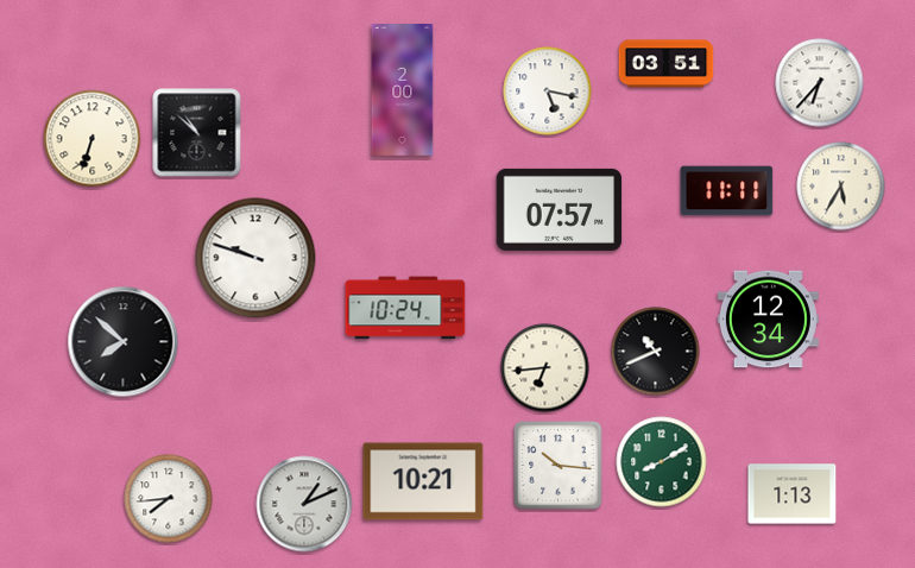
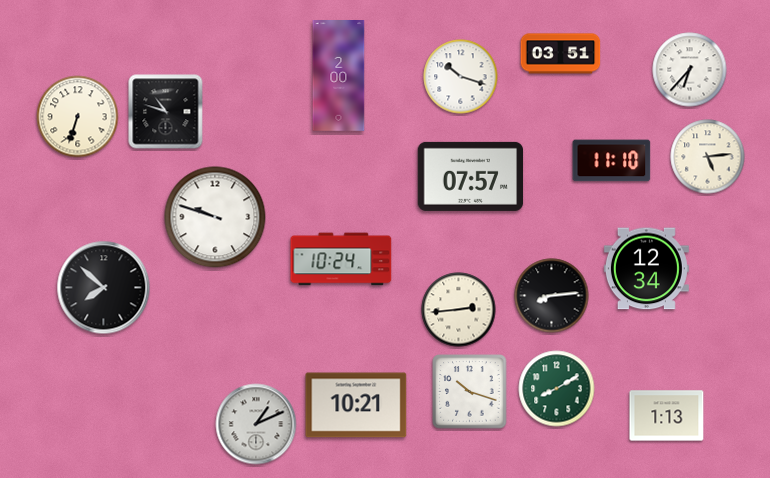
clock at (548, 91): 5:17 -> 10:18
clock at (197, 133): 10:52 -> 10:48
clock at (841, 187): 5:35 -> 5:14
clock at (727, 191): 11:11 -> 11:10
clock at (656, 352): 10:41 -> 8:14
clock at (545, 368): 6:44 -> 2:44
clock at (559, 466): 10:16 -> 10:18
clock at (169, 499): 7:44 -> none
